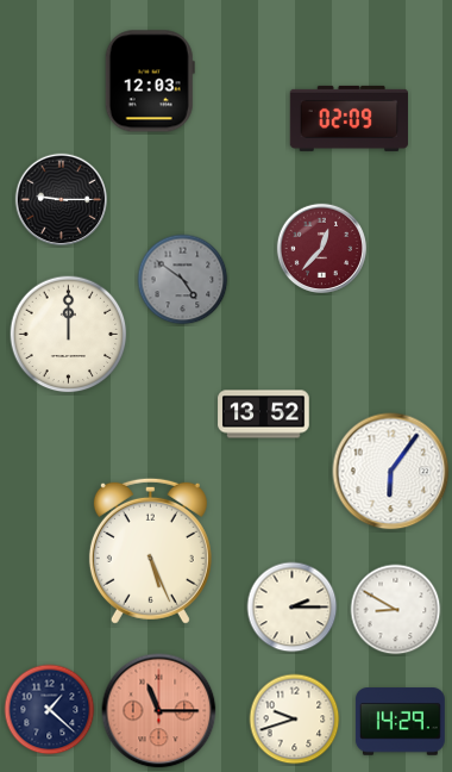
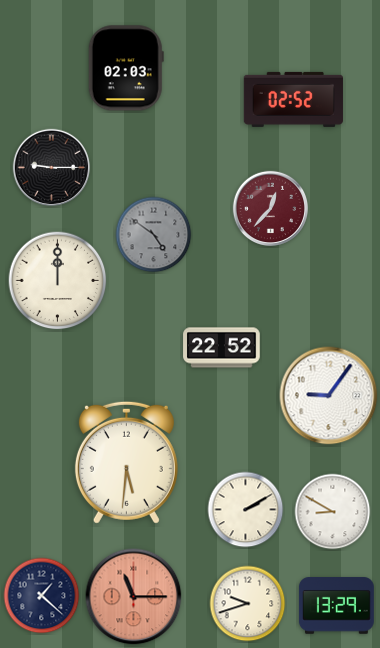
clock at (150, 81): 12:03 -> 02:03
clock at (349, 118): 02:09 -> 02:52
clock at (264, 415): 13:52 -> 22:52
clock at (391, 472): 6:06 -> 9:06
clock at (150, 550): 5:26 -> 5:31
clock at (293, 608): 2:15 -> 2:10
clock at (400, 722): 14:29 -> 13:29
